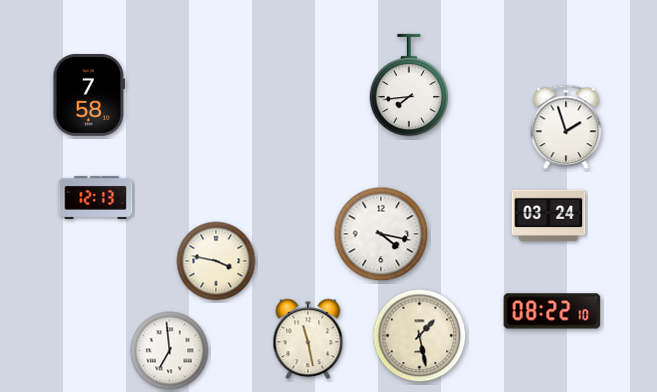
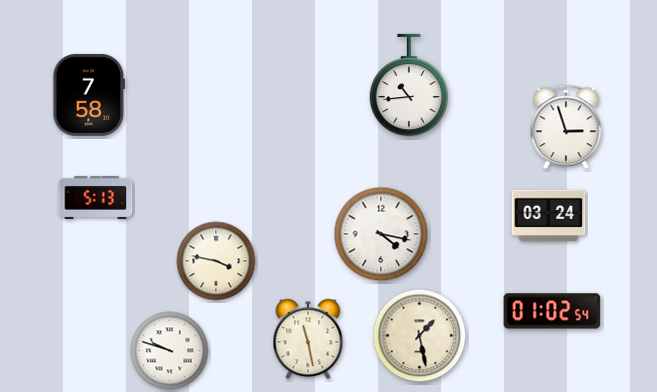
clock at (409, 85): 7:44 -> 10:44
clock at (566, 127): 1:57 -> 2:57
clock at (96, 197): 12:13 -> 5:13
clock at (552, 311): 08:22 -> 01:02
clock at (170, 351): 6:59 -> 9:48
